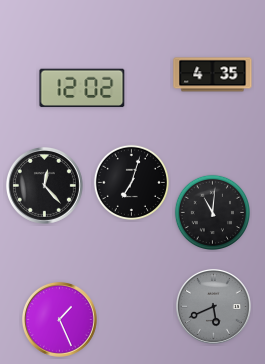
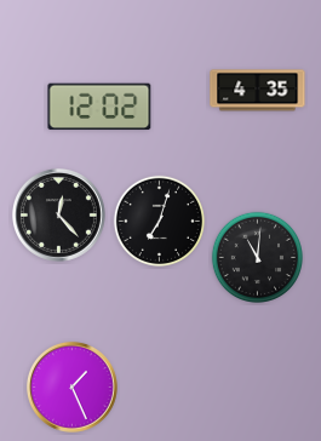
clock at (44, 185) position: (44, 185) -> (58, 214)
clock at (213, 306): 5:41 -> none
